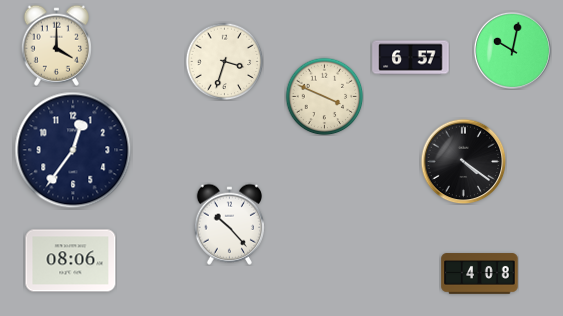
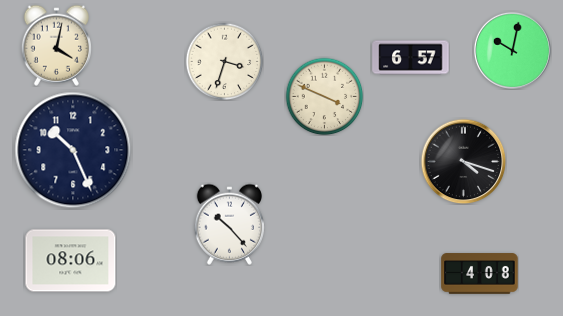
clock at (56, 45): 4:00 -> 4:02
clock at (73, 150): 12:36 -> 10:26
clock at (463, 161): 4:21 -> 4:18
